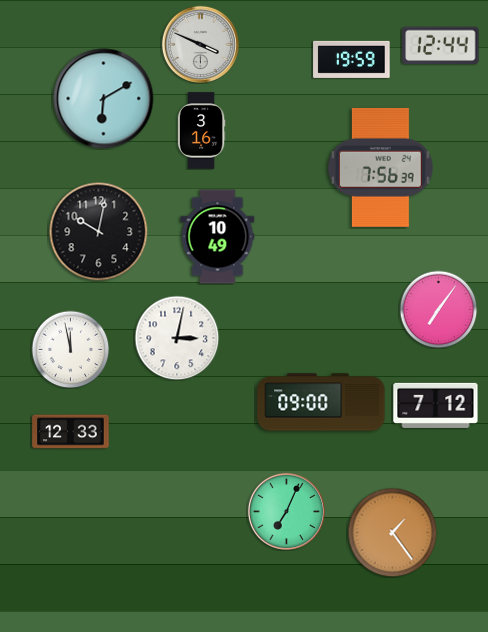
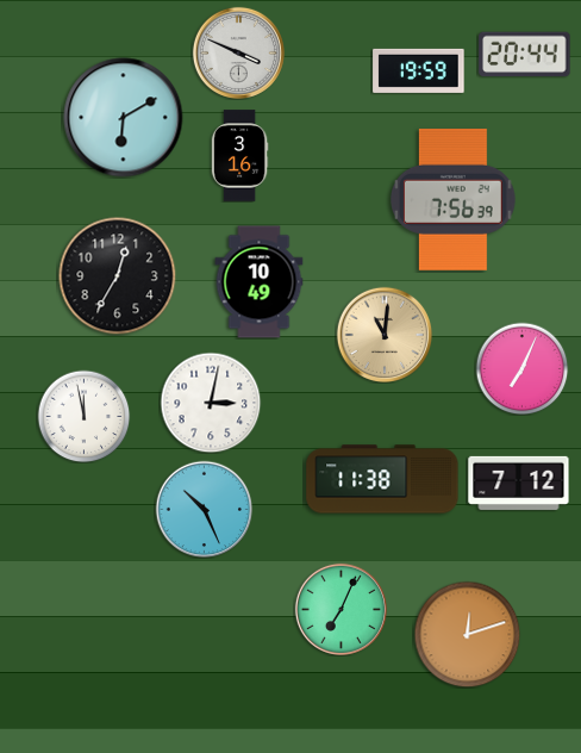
clock at (441, 46): 12:44 -> 20:44
clock at (99, 232): 10:02 -> 12:35
clock at (385, 335): none -> 11:01
clock at (438, 309): 7:06 -> 7:04
clock at (321, 402): 09:00 -> 11:38
clock at (204, 509): none -> 10:26
clock at (71, 432): 12:33 -> none
clock at (392, 532): 1:24 -> 12:12
